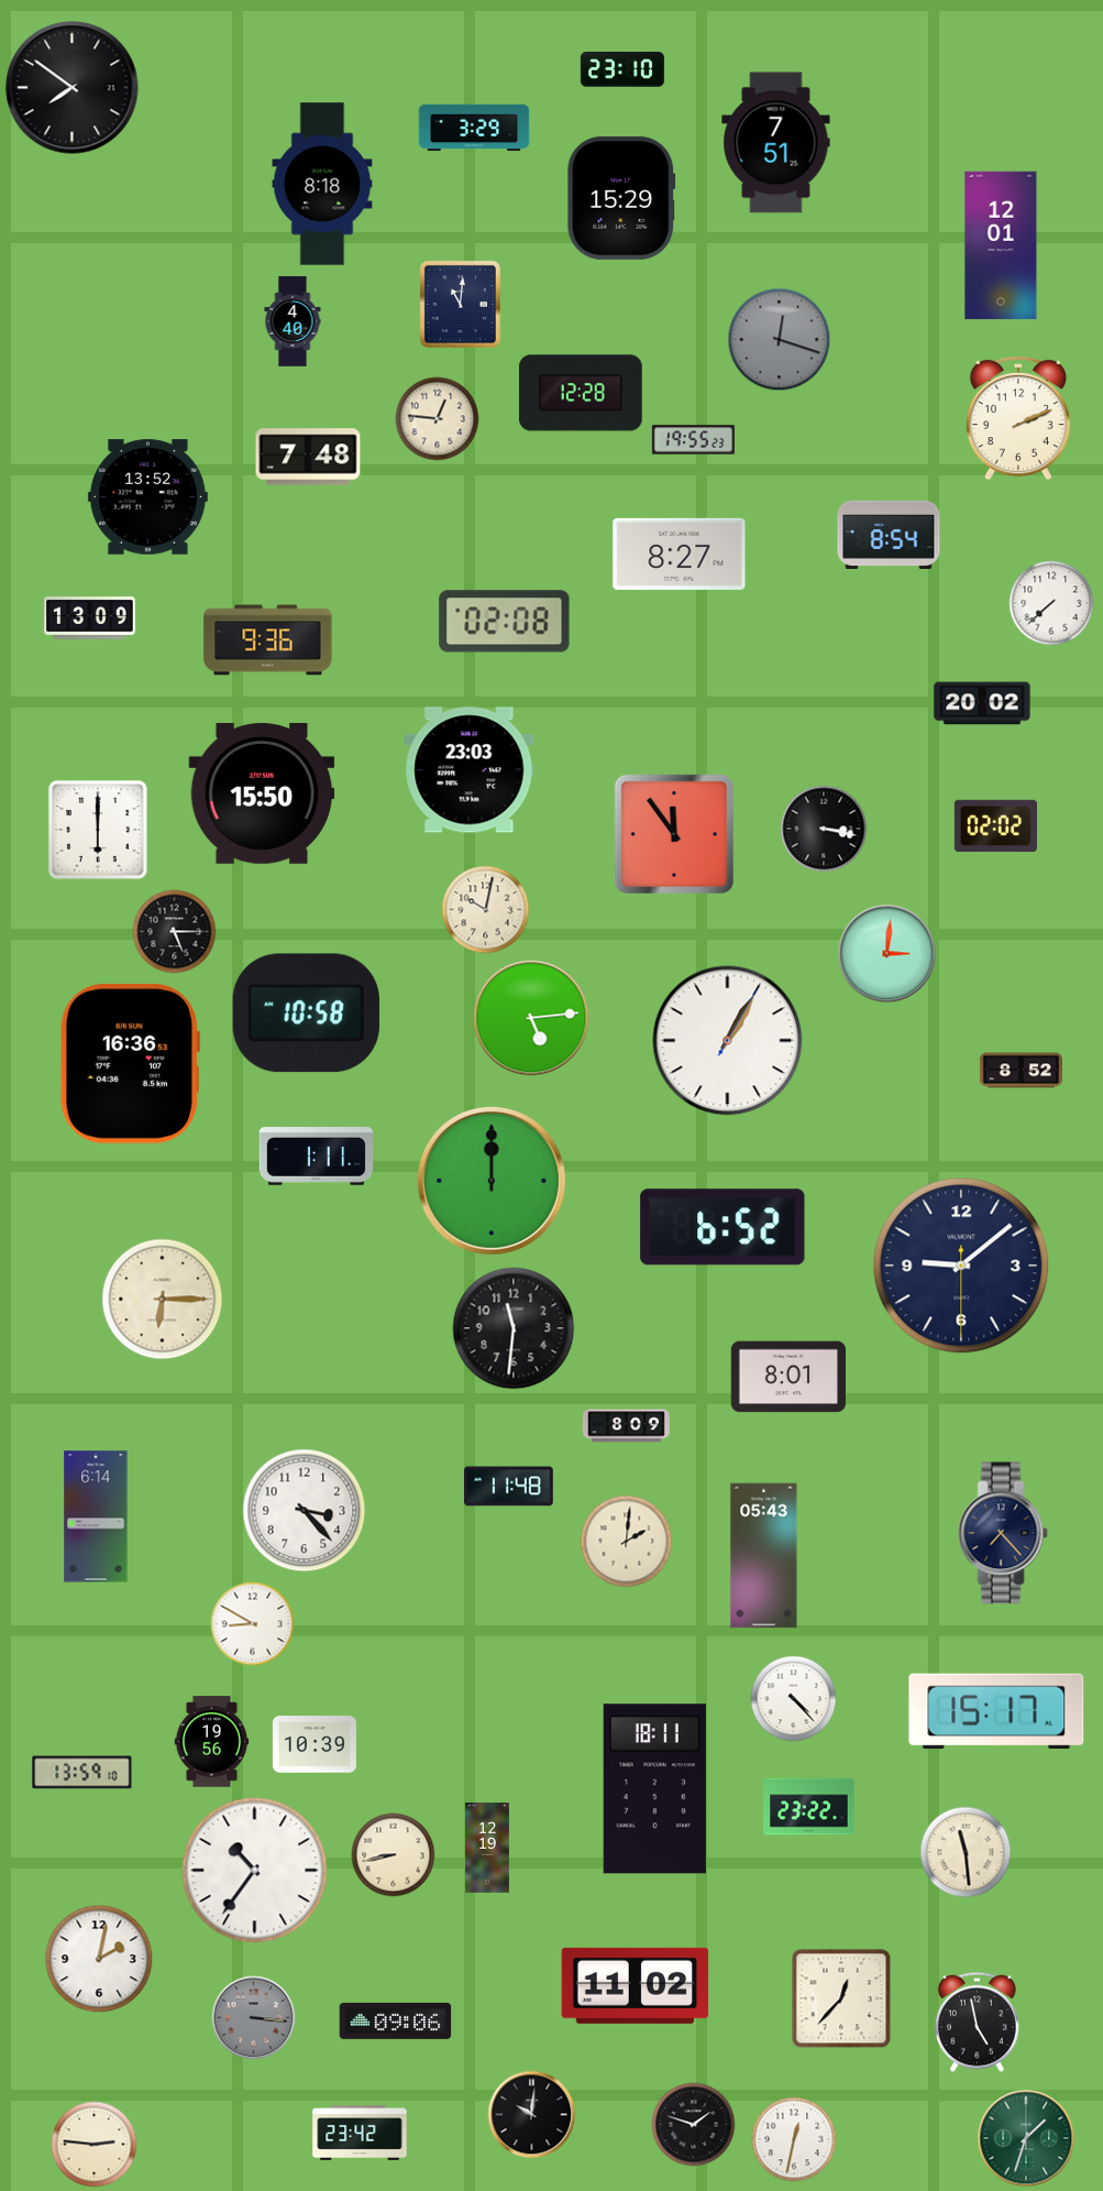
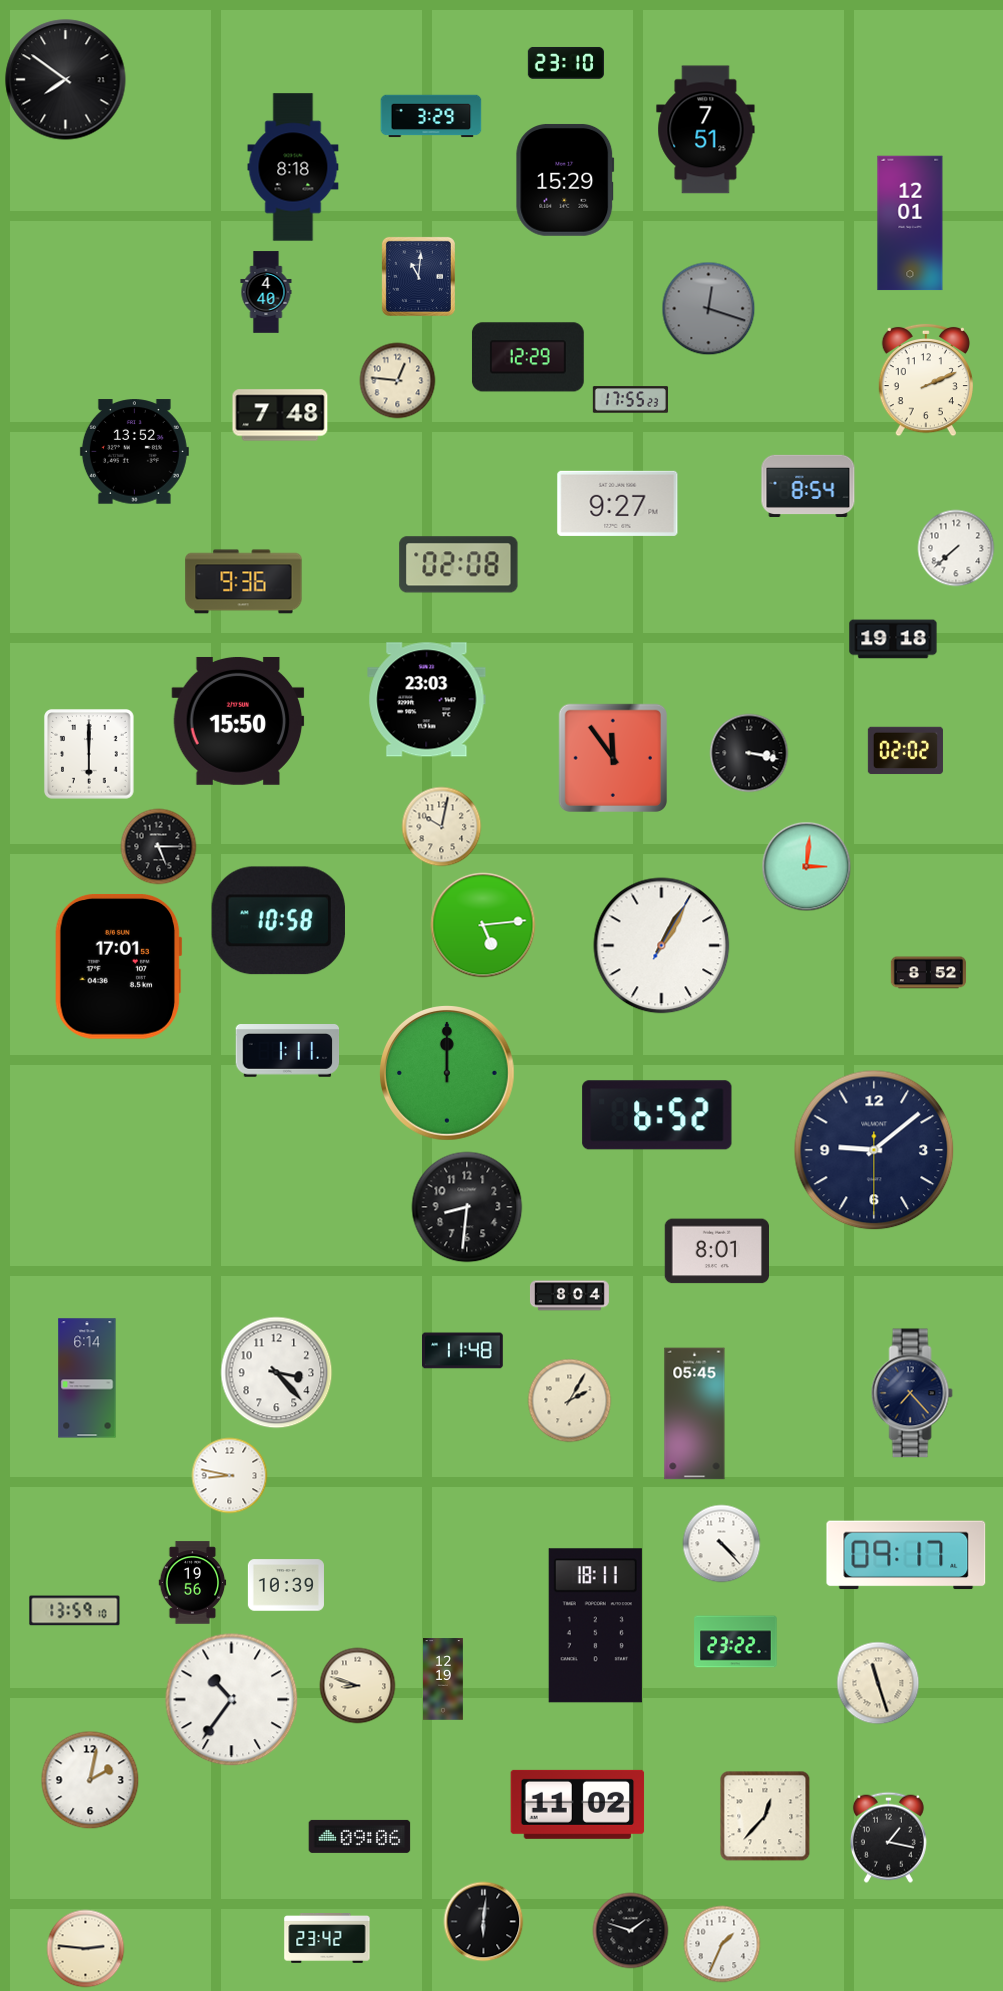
clock at (581, 393): 12:28 -> 12:29
clock at (693, 440): 19:55 -> 17:55
clock at (680, 554): 8:27 -> 9:27
clock at (90, 618): 13:09 -> none
clock at (982, 703): 20:02 -> 19:18
clock at (130, 1063): 16:36 -> 17:01
clock at (163, 1300): 6:15 -> none
clock at (514, 1328): 11:31 -> 8:31
clock at (626, 1426): 8:09 -> 8:04
clock at (627, 1542): 2:01 -> 2:05
clock at (764, 1556): 05:43 -> 05:45
clock at (253, 1624): 8:50 -> 8:47
clock at (996, 1711): 15:17 -> 09:17
clock at (966, 1852): 11:29 -> 11:27
clock at (394, 1855): 8:43 -> 8:48
clock at (254, 2018): 3:16 -> none
clock at (977, 2022): 4:58 -> 1:17
clock at (532, 2115): 10:01 -> 6:01
clock at (1026, 2138): 1:33 -> none
clock at (794, 2139): 12:32 -> 1:34
